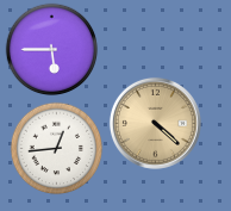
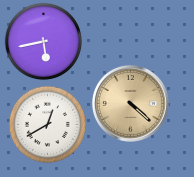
clock at (51, 49): 5:45 -> 5:43
clock at (56, 148): 12:44 -> 12:40
